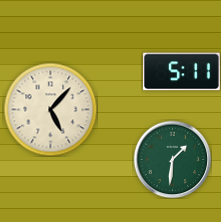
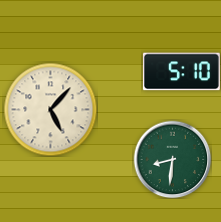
clock at (181, 72): 5:11 -> 5:10
clock at (172, 159): 1:31 -> 8:31
